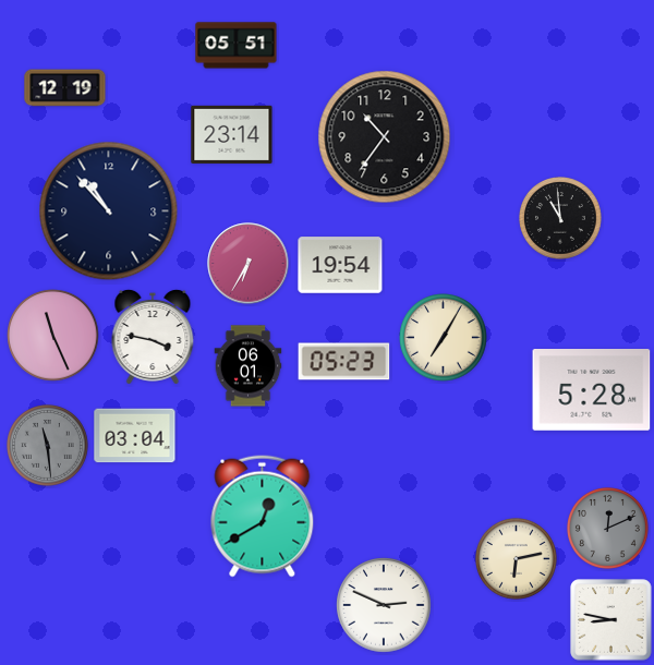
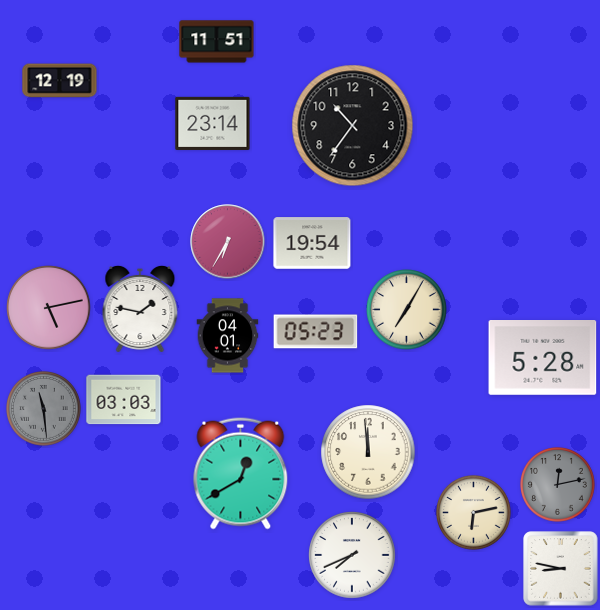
clock at (237, 46): 05:51 -> 11:51
clock at (109, 211): 10:53 -> none
clock at (561, 219): 10:59 -> none
clock at (53, 336): 11:26 -> 5:13
clock at (153, 337): 3:47 -> 1:47
clock at (249, 366): 06:01 -> 04:01
clock at (135, 436): 03:04 -> 03:03
clock at (368, 452): none -> 11:59
clock at (608, 529): 12:11 -> 12:13
clock at (384, 605): 2:49 -> 7:41
